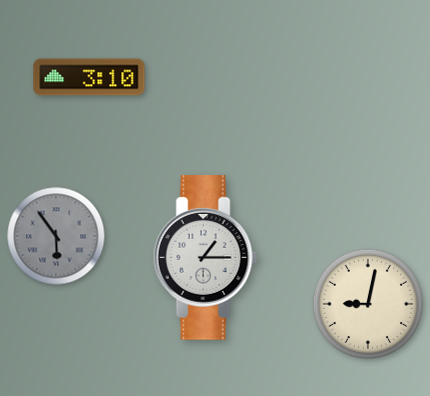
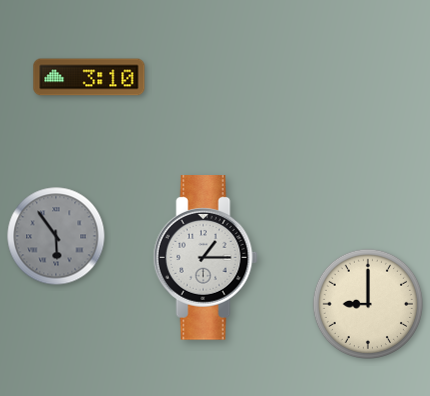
clock at (368, 304): 9:02 -> 9:00
